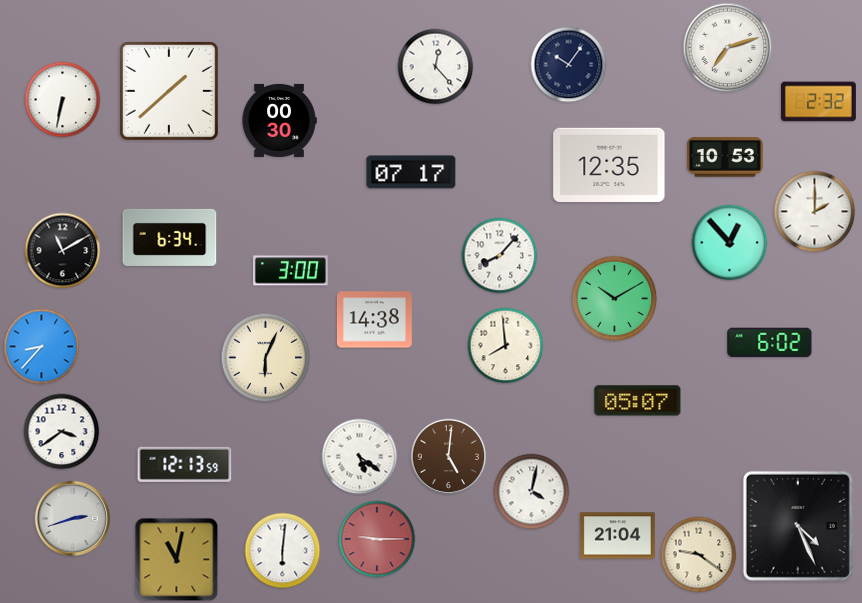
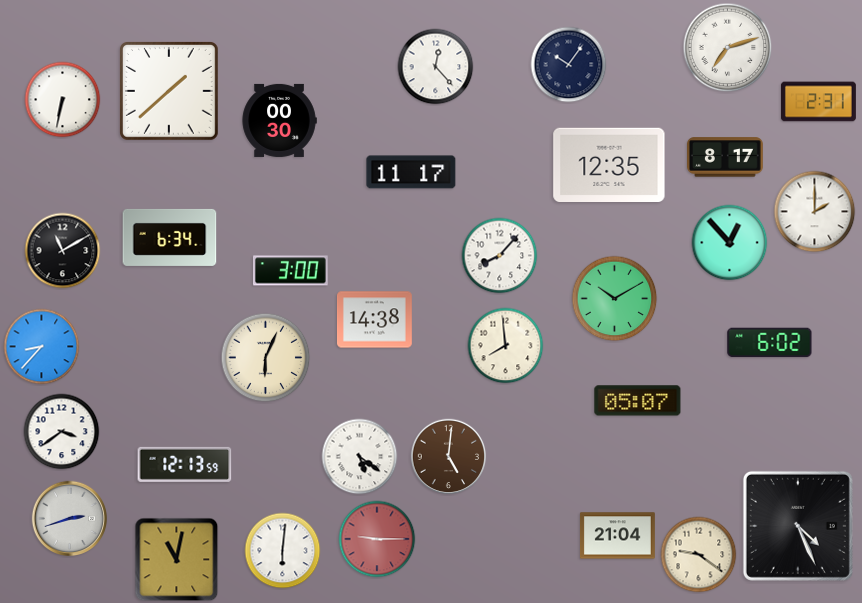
clock at (819, 102): 2:32 -> 2:31
clock at (726, 157): 10:53 -> 8:17
clock at (411, 172): 07:17 -> 11:17
clock at (532, 492): 4:02 -> none
clock at (73, 519) position: (73, 519) -> (70, 519)
